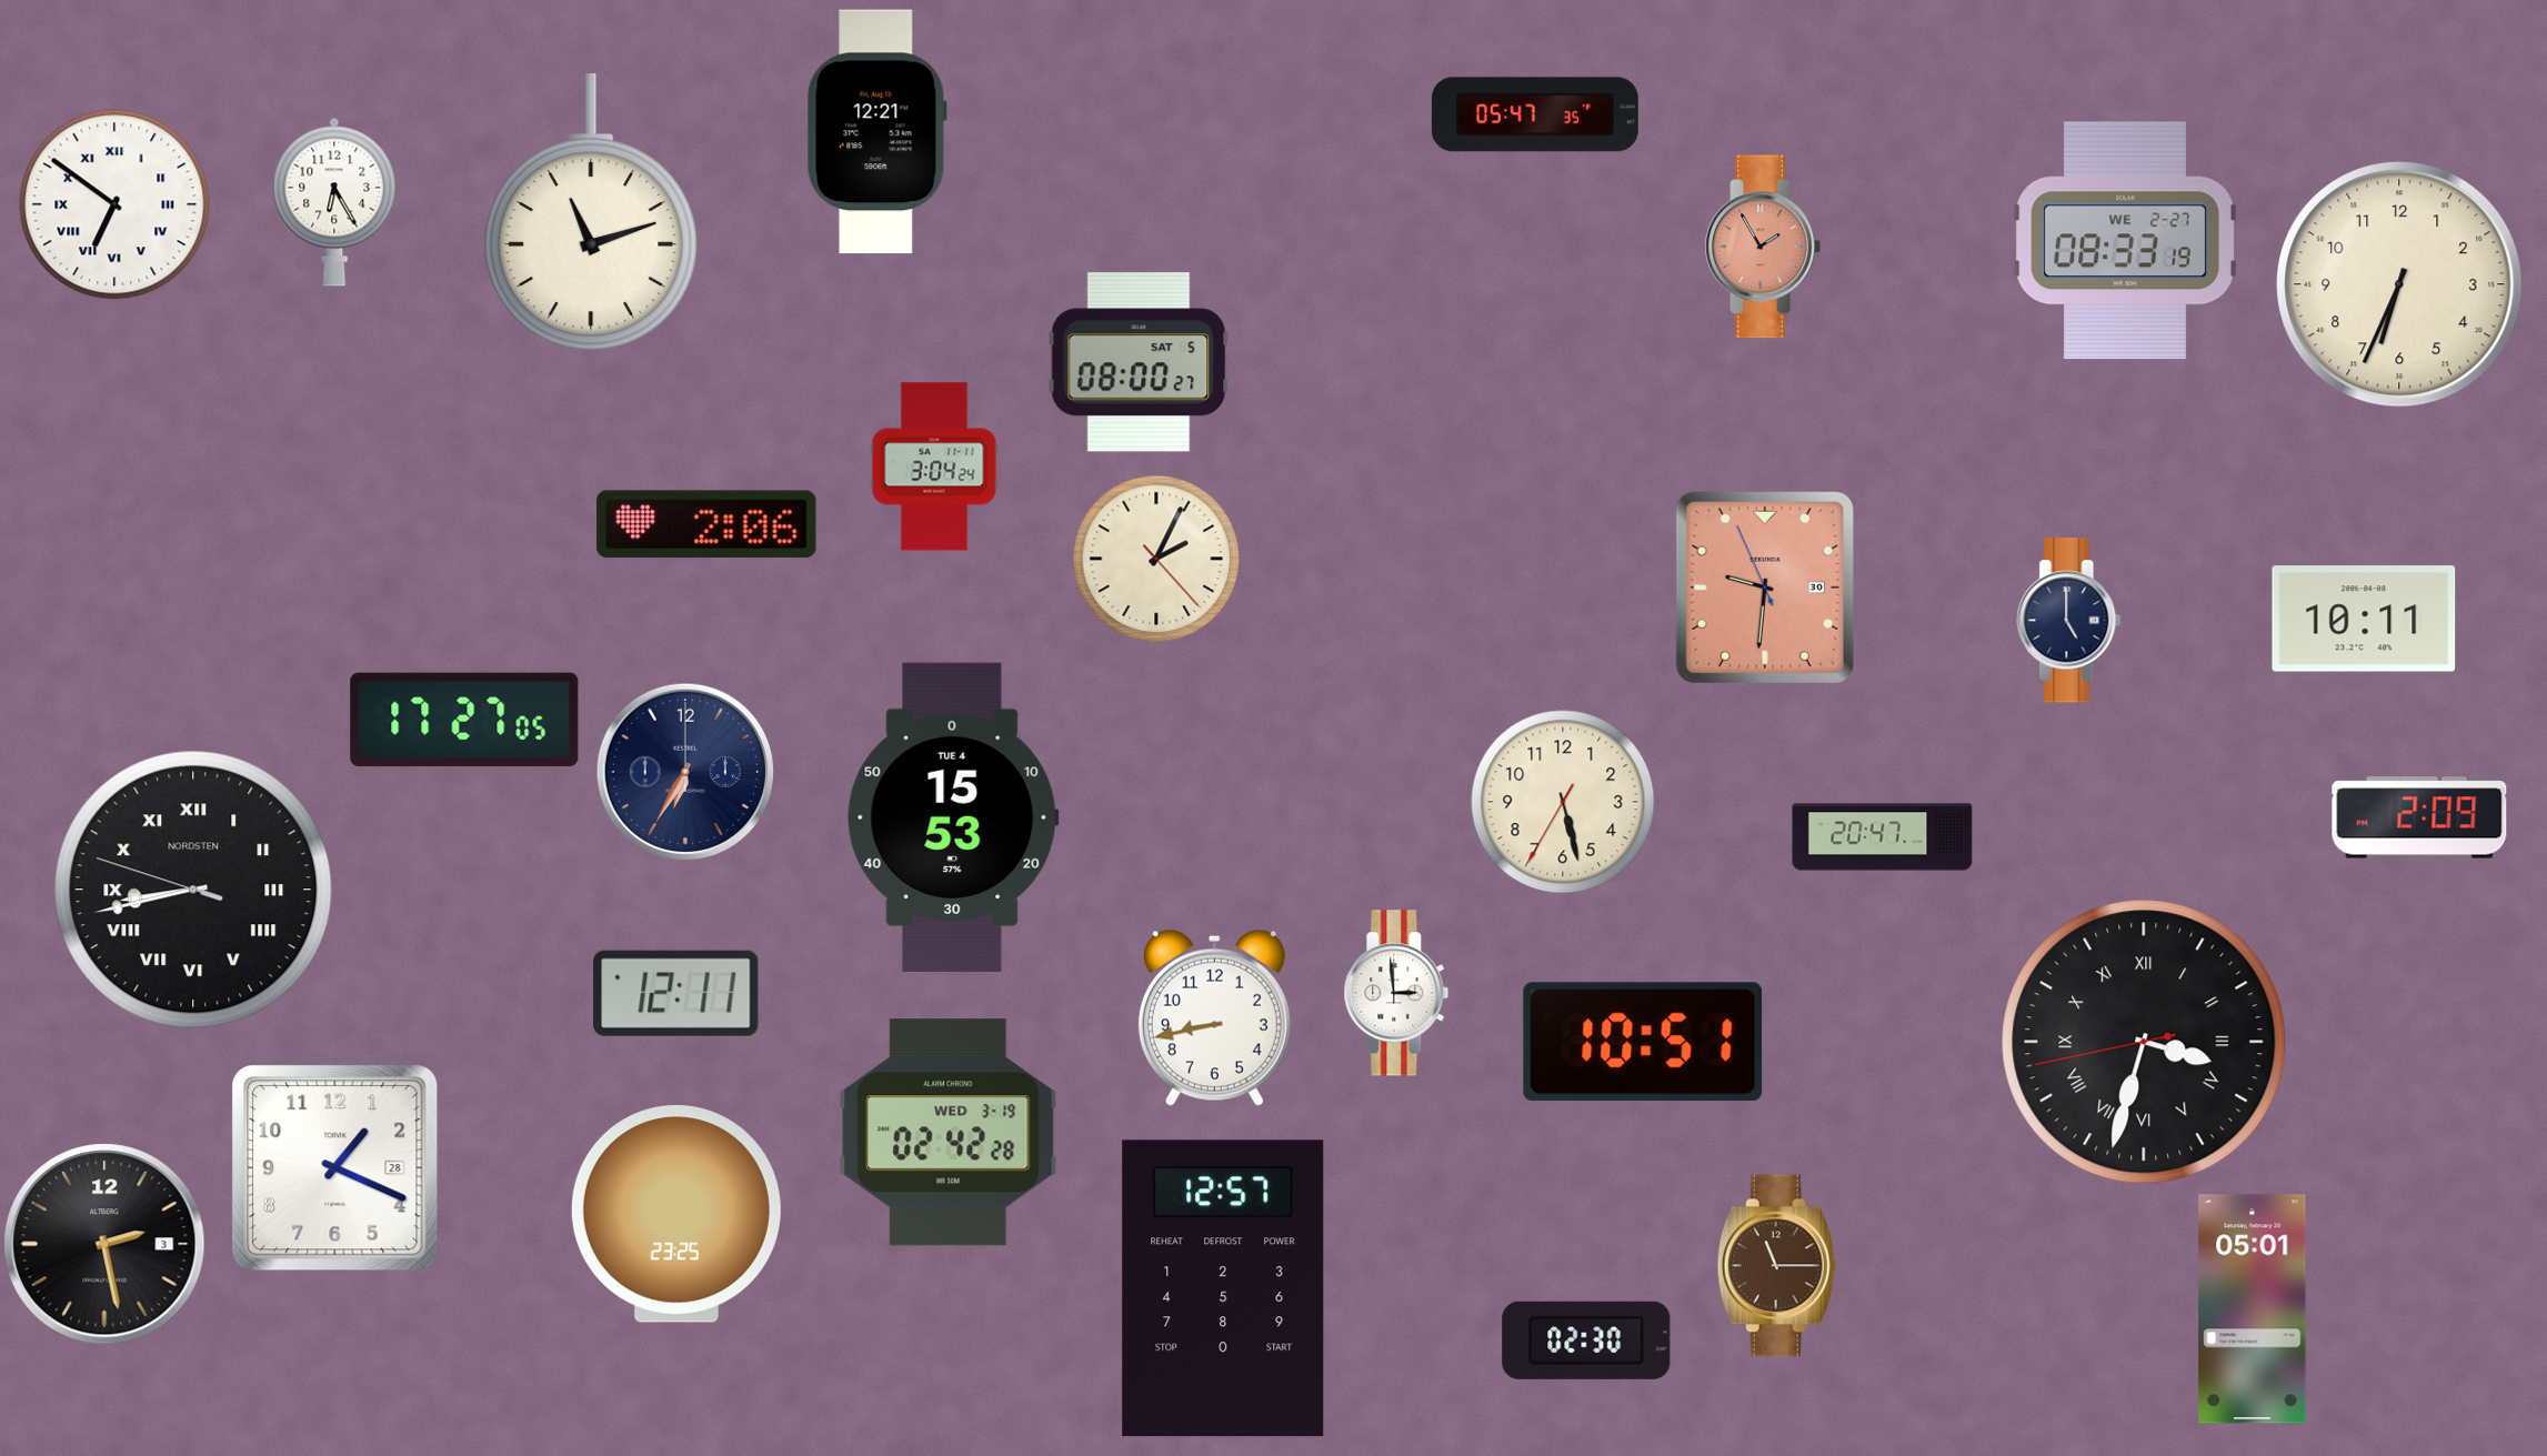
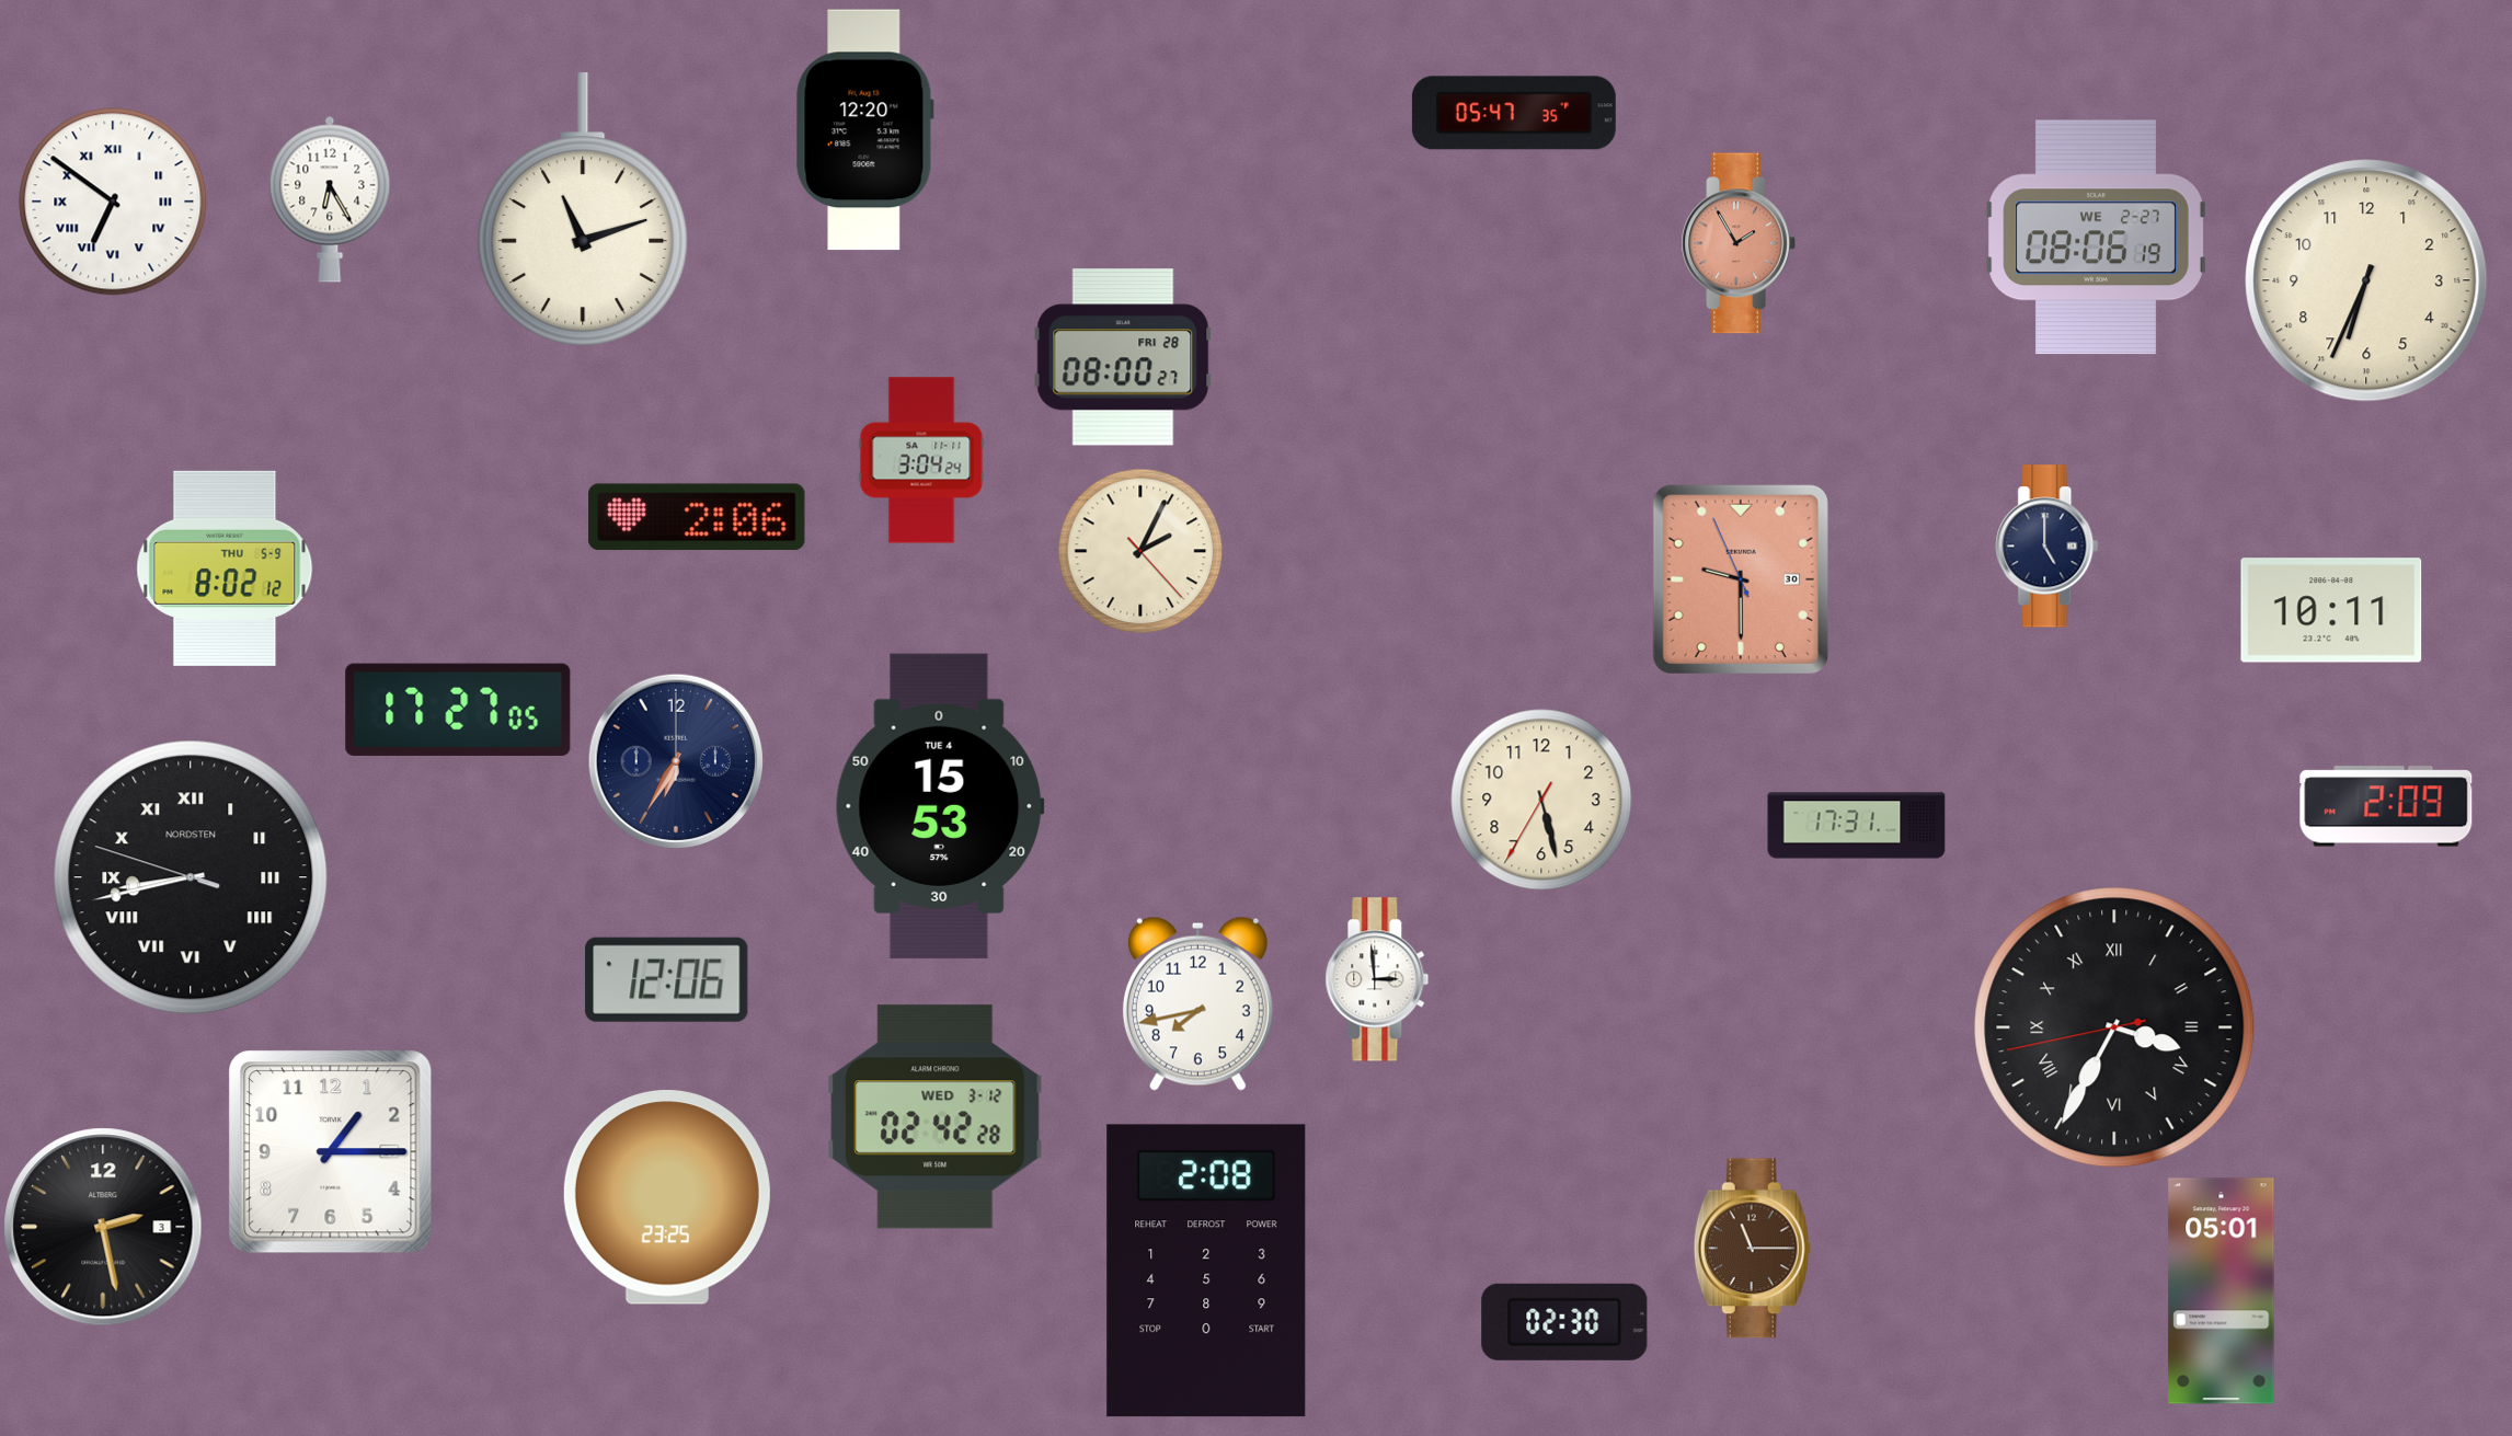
clock at (876, 132): 12:21 -> 12:20
clock at (2126, 241): 08:33 -> 08:06
clock at (1139, 362) date: SAT 5 -> FRI 28
clock at (225, 568): none -> 8:02
clock at (1765, 588): 9:30 -> 9:29
clock at (2069, 621) position: (2069, 621) -> (2048, 547)
clock at (1563, 802) position: (1563, 802) -> (1541, 800)
clock at (1883, 837): 20:47 -> 17:31
clock at (676, 993): 12:11 -> 12:06
clock at (1214, 1017): 8:43 -> 7:43
clock at (1643, 1042): 10:51 -> none
clock at (2144, 1042): 3:32 -> 3:34
clock at (949, 1133) date: WED 3-19 -> WED 3-12
clock at (335, 1168): 1:19 -> 1:15
clock at (1223, 1288): 12:57 -> 2:08
